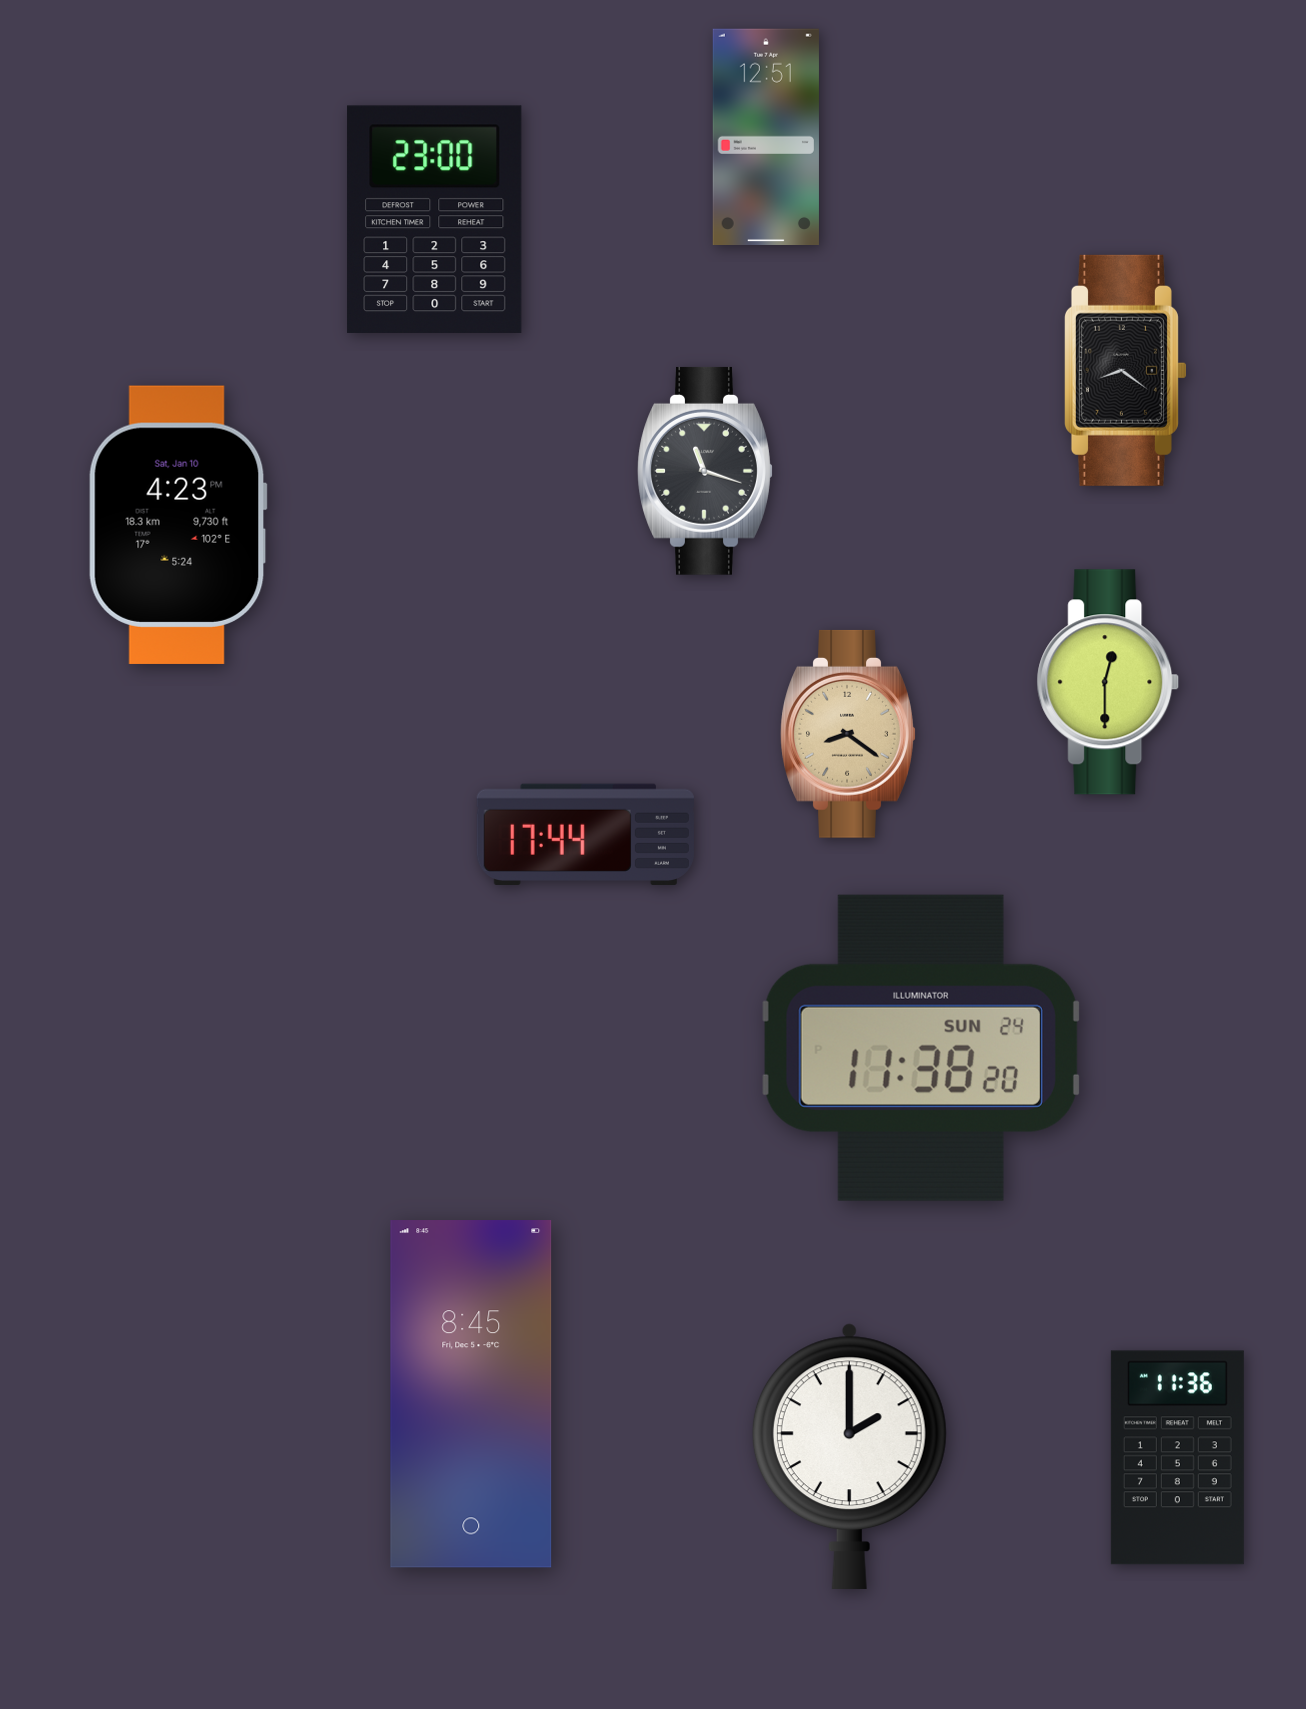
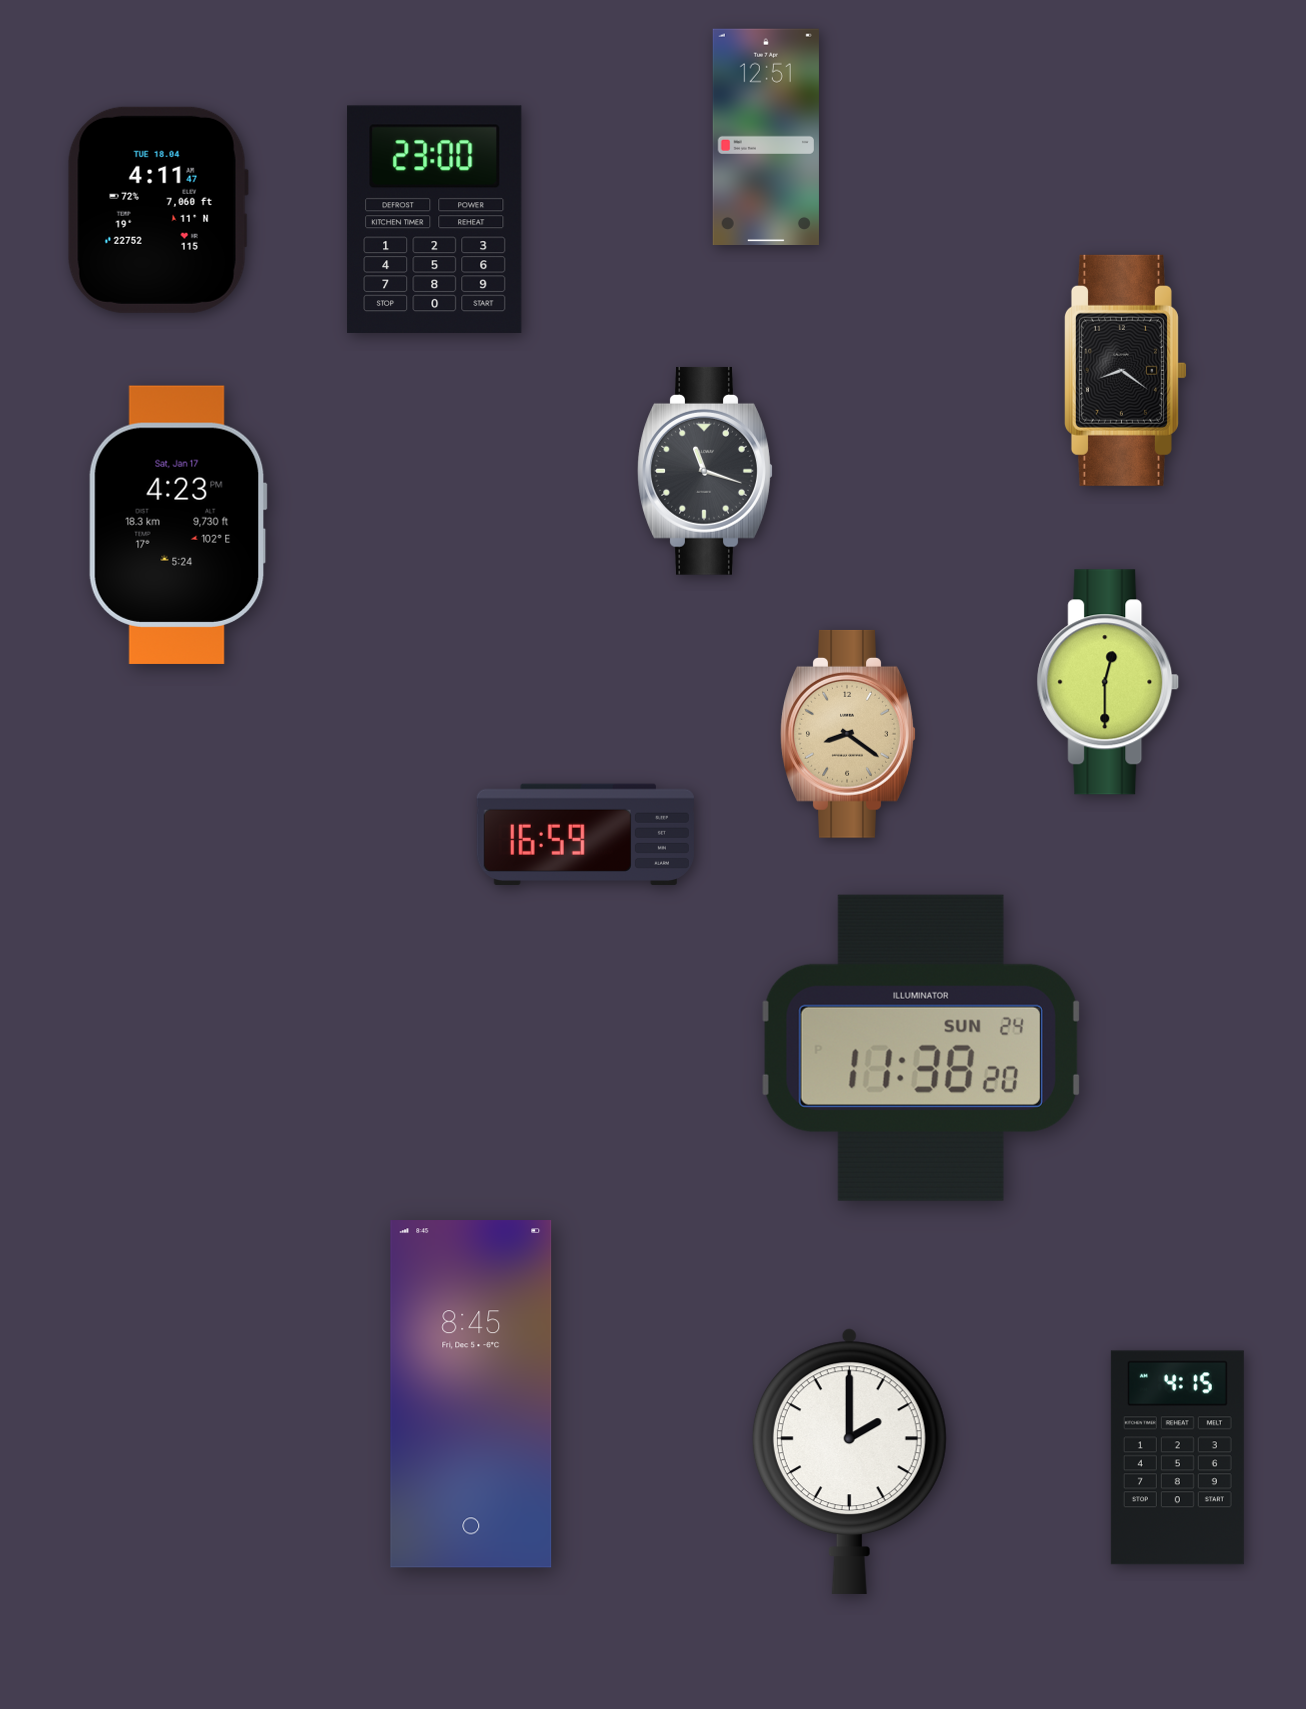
clock at (158, 210): none -> 4:11
clock at (178, 525) date: Sat, Jan 10 -> Sat, Jan 17
clock at (585, 834): 17:44 -> 16:59
clock at (849, 1456) position: (849, 1456) -> (849, 1461)
clock at (1177, 1458): 11:36 -> 4:15
